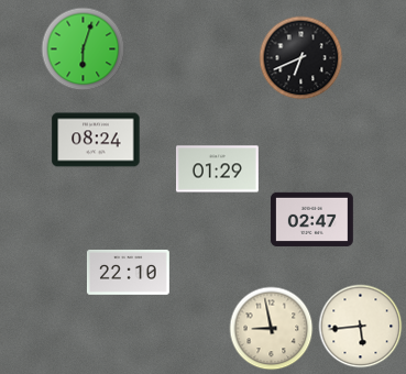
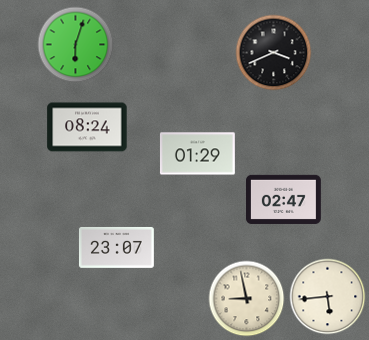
clock at (301, 58): 6:41 -> 3:41
clock at (128, 272): 22:10 -> 23:07
